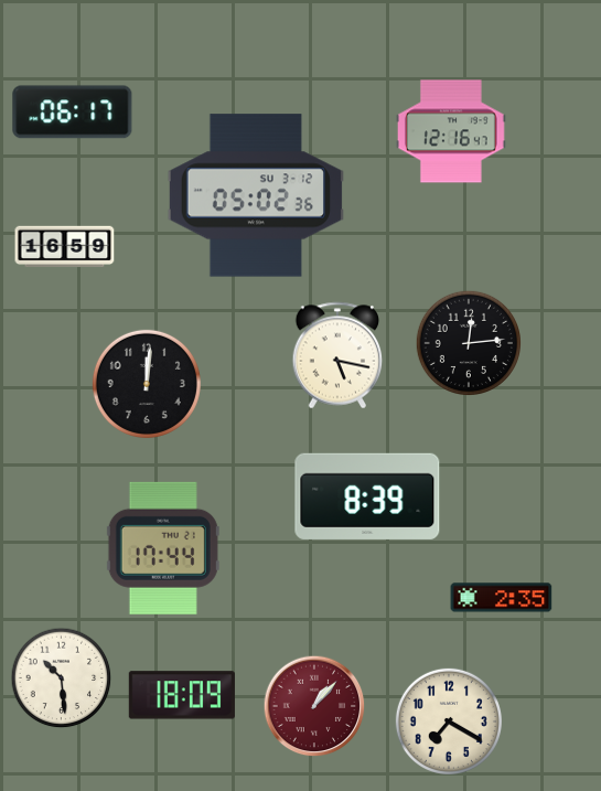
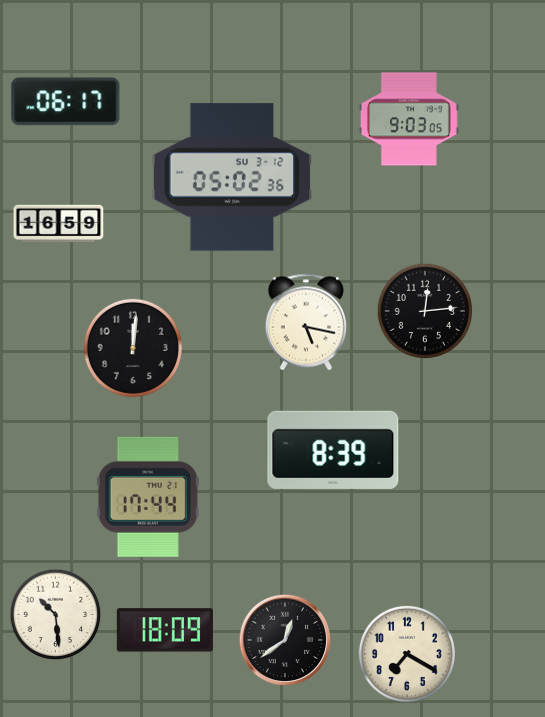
clock at (451, 131): 12:16 -> 9:03
clock at (502, 598): 2:35 -> none
clock at (314, 706): 1:07 -> 12:39
clock at (314, 706) dial: burgundy -> black
